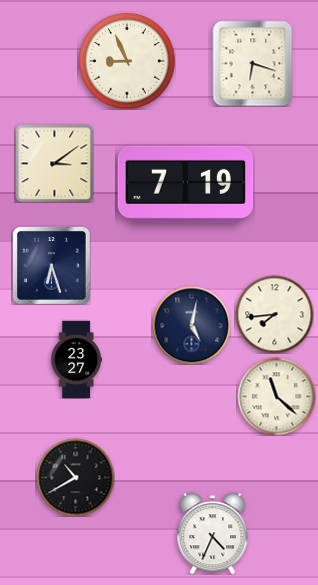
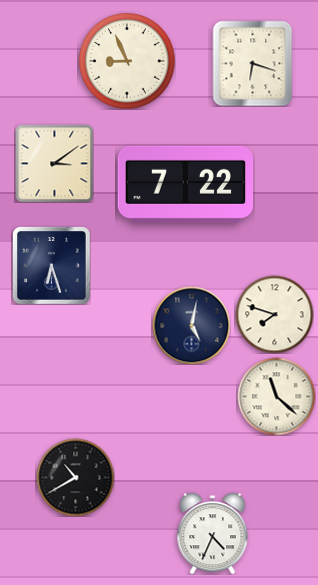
clock at (186, 184): 7:19 -> 7:22
clock at (274, 314): 7:44 -> 7:48
clock at (76, 359): 23:27 -> none
